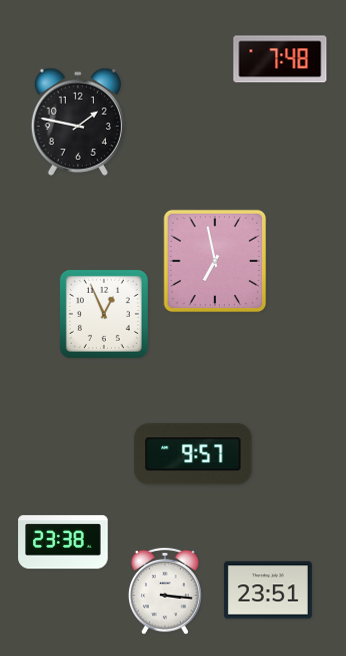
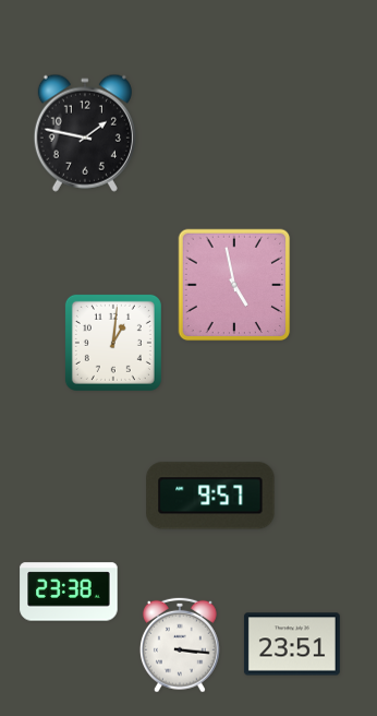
clock at (280, 59): 7:48 -> none
clock at (215, 261): 6:58 -> 4:58
clock at (104, 314): 12:56 -> 1:01
